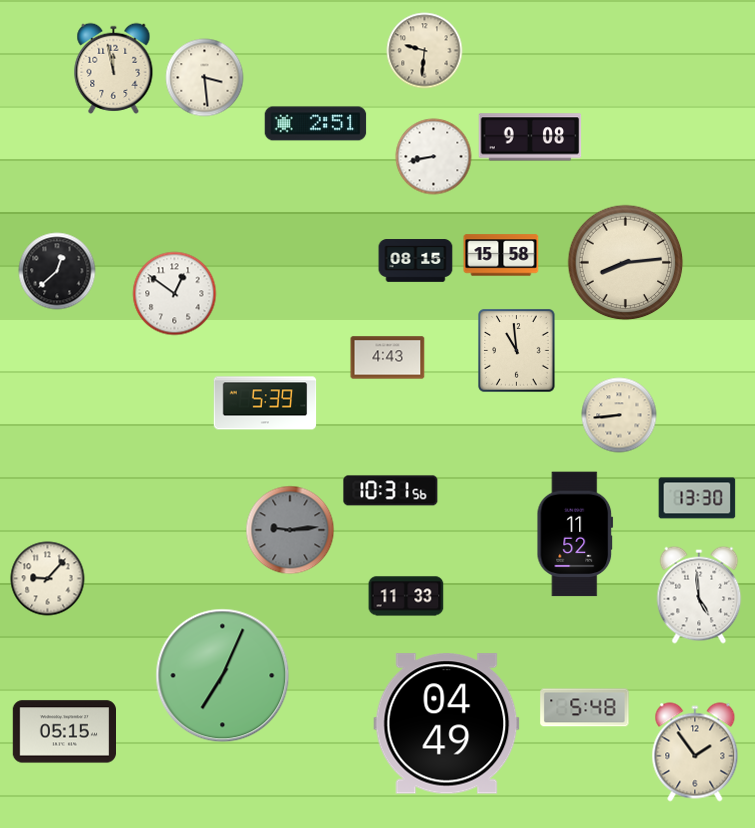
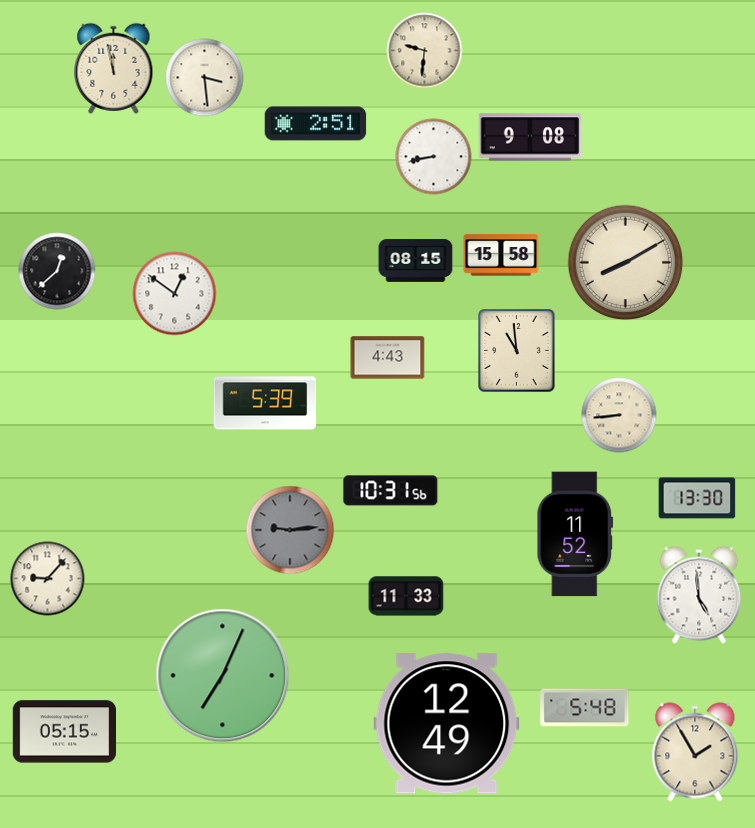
clock at (626, 263): 8:14 -> 8:10
clock at (447, 724): 04:49 -> 12:49
clock at (695, 752): 1:54 -> 1:55
